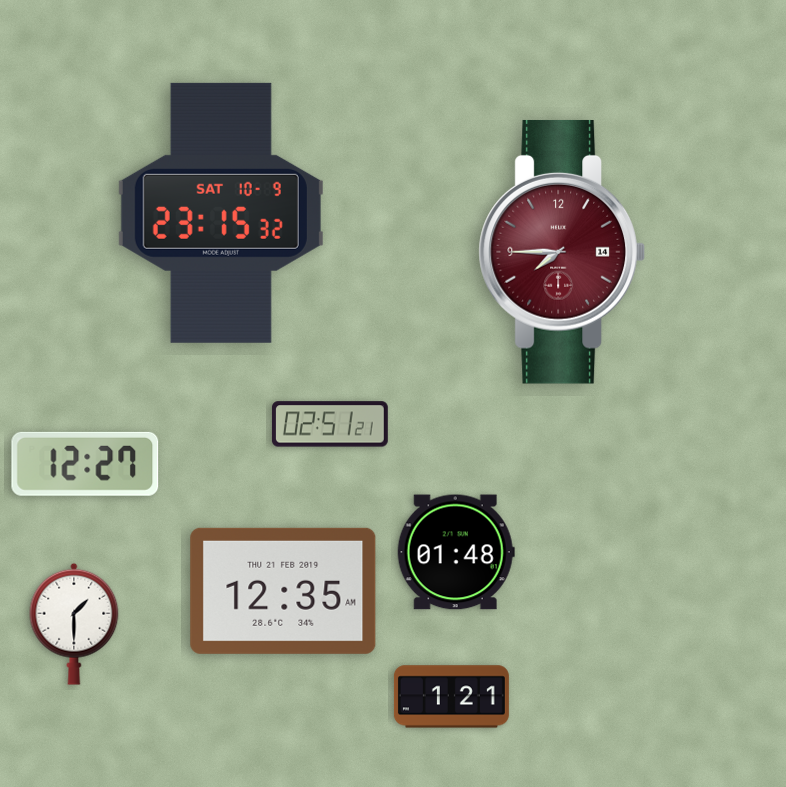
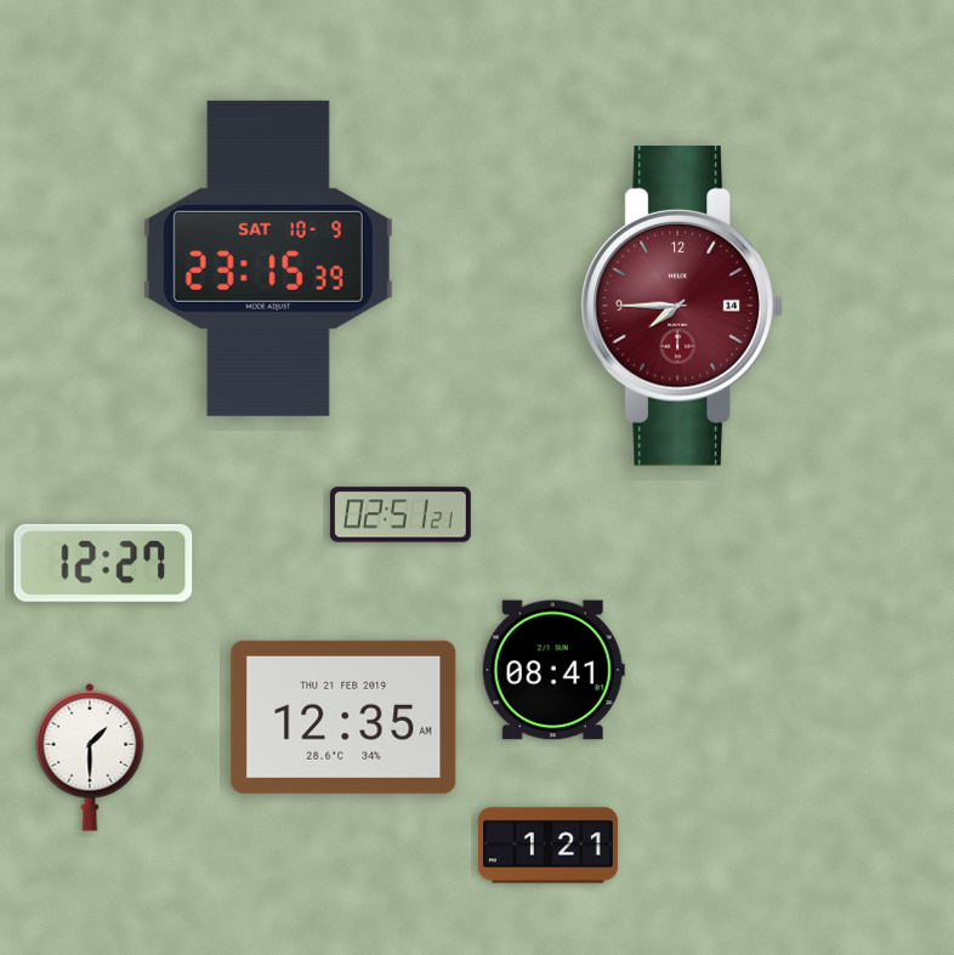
clock at (221, 213): 23:15:32 -> 23:15:39
clock at (456, 552): 01:48 -> 08:41
